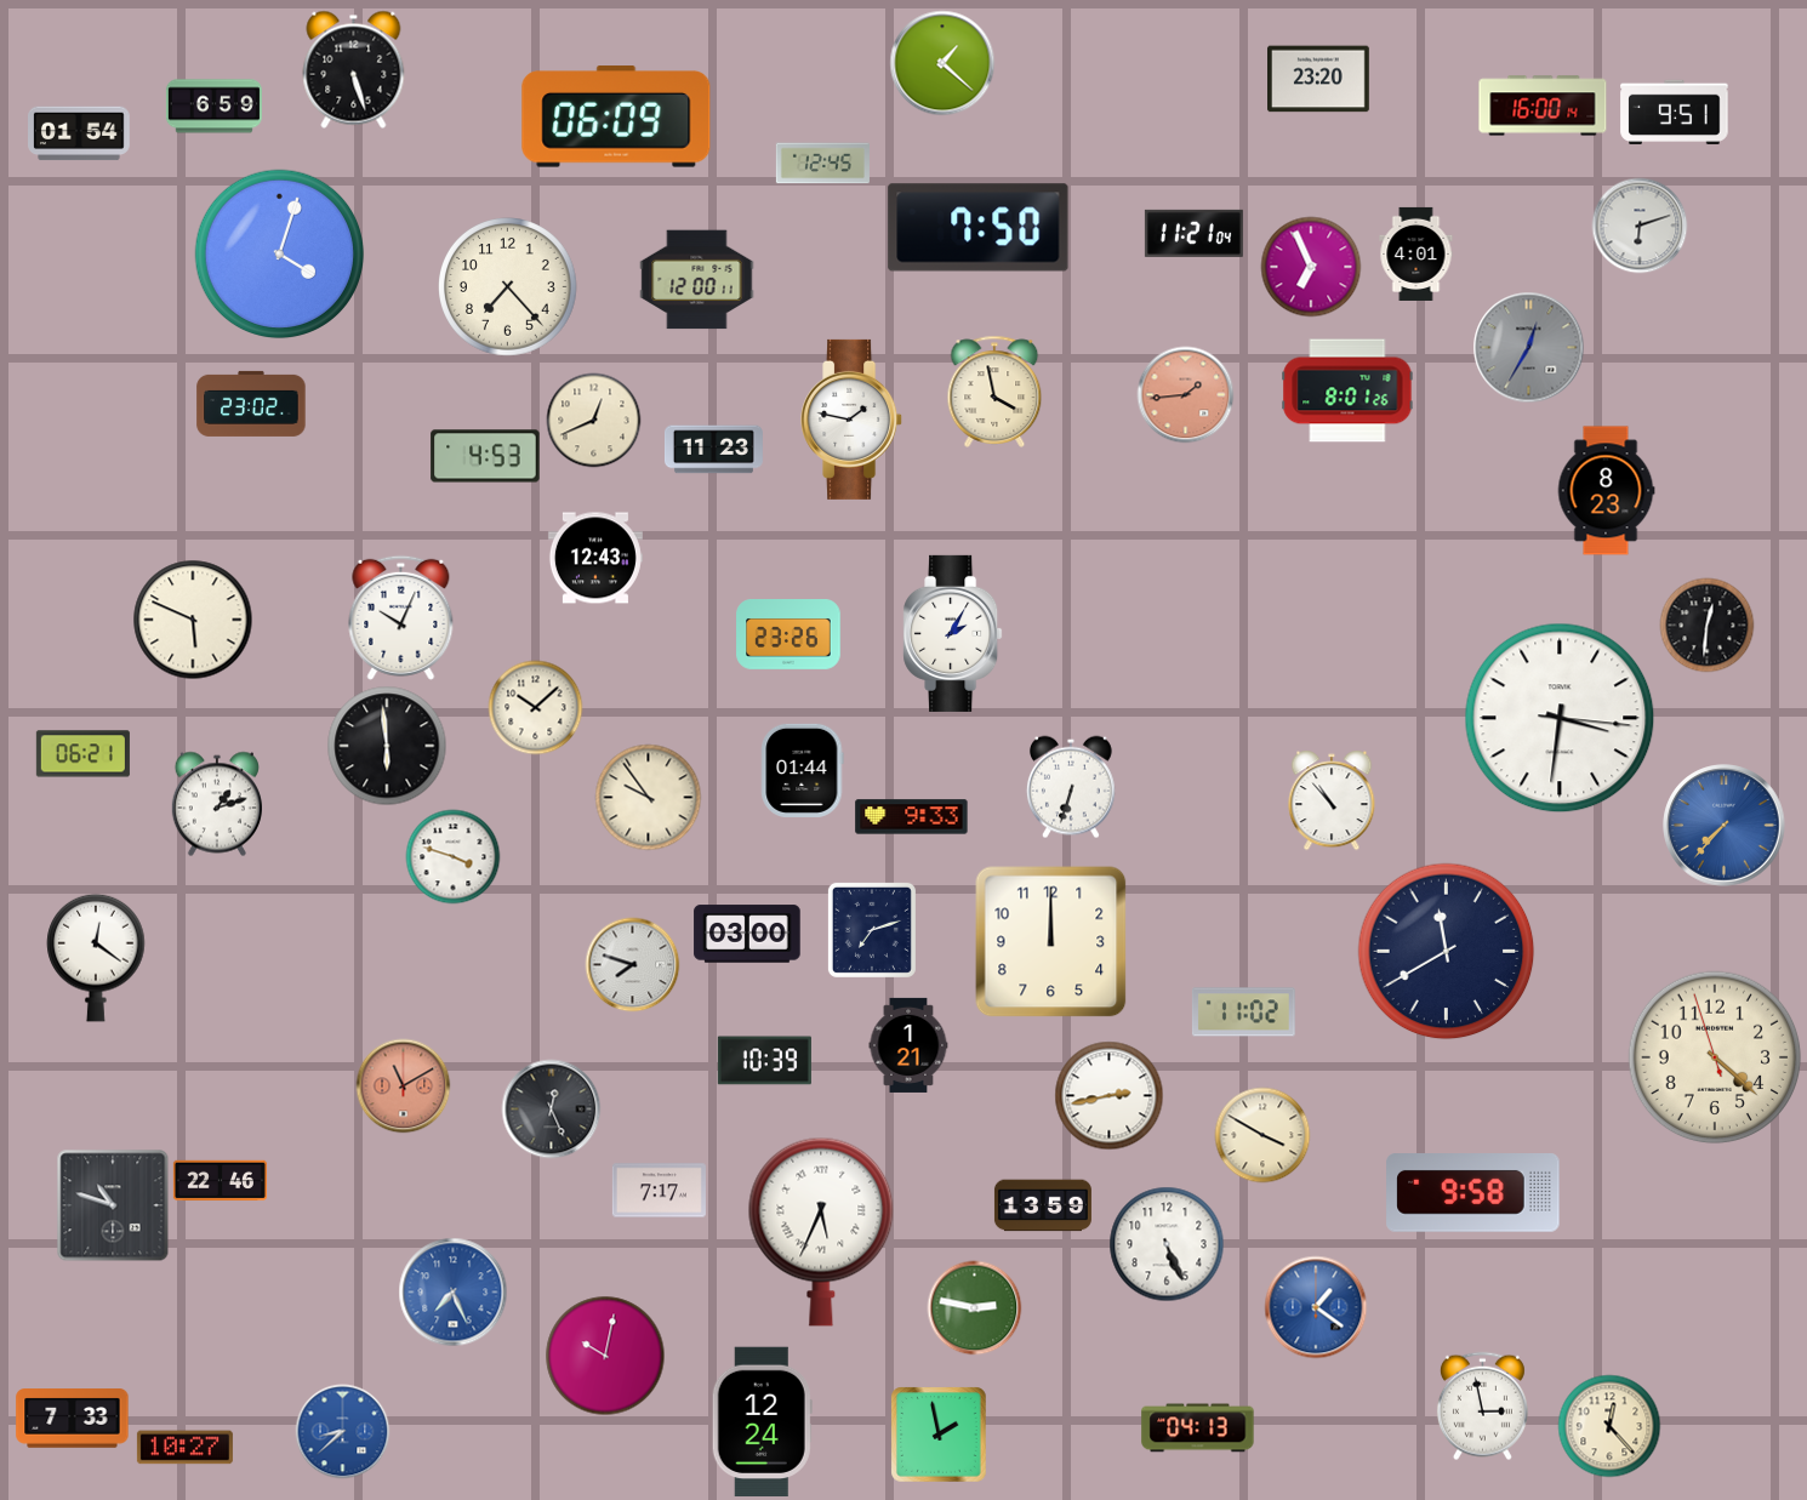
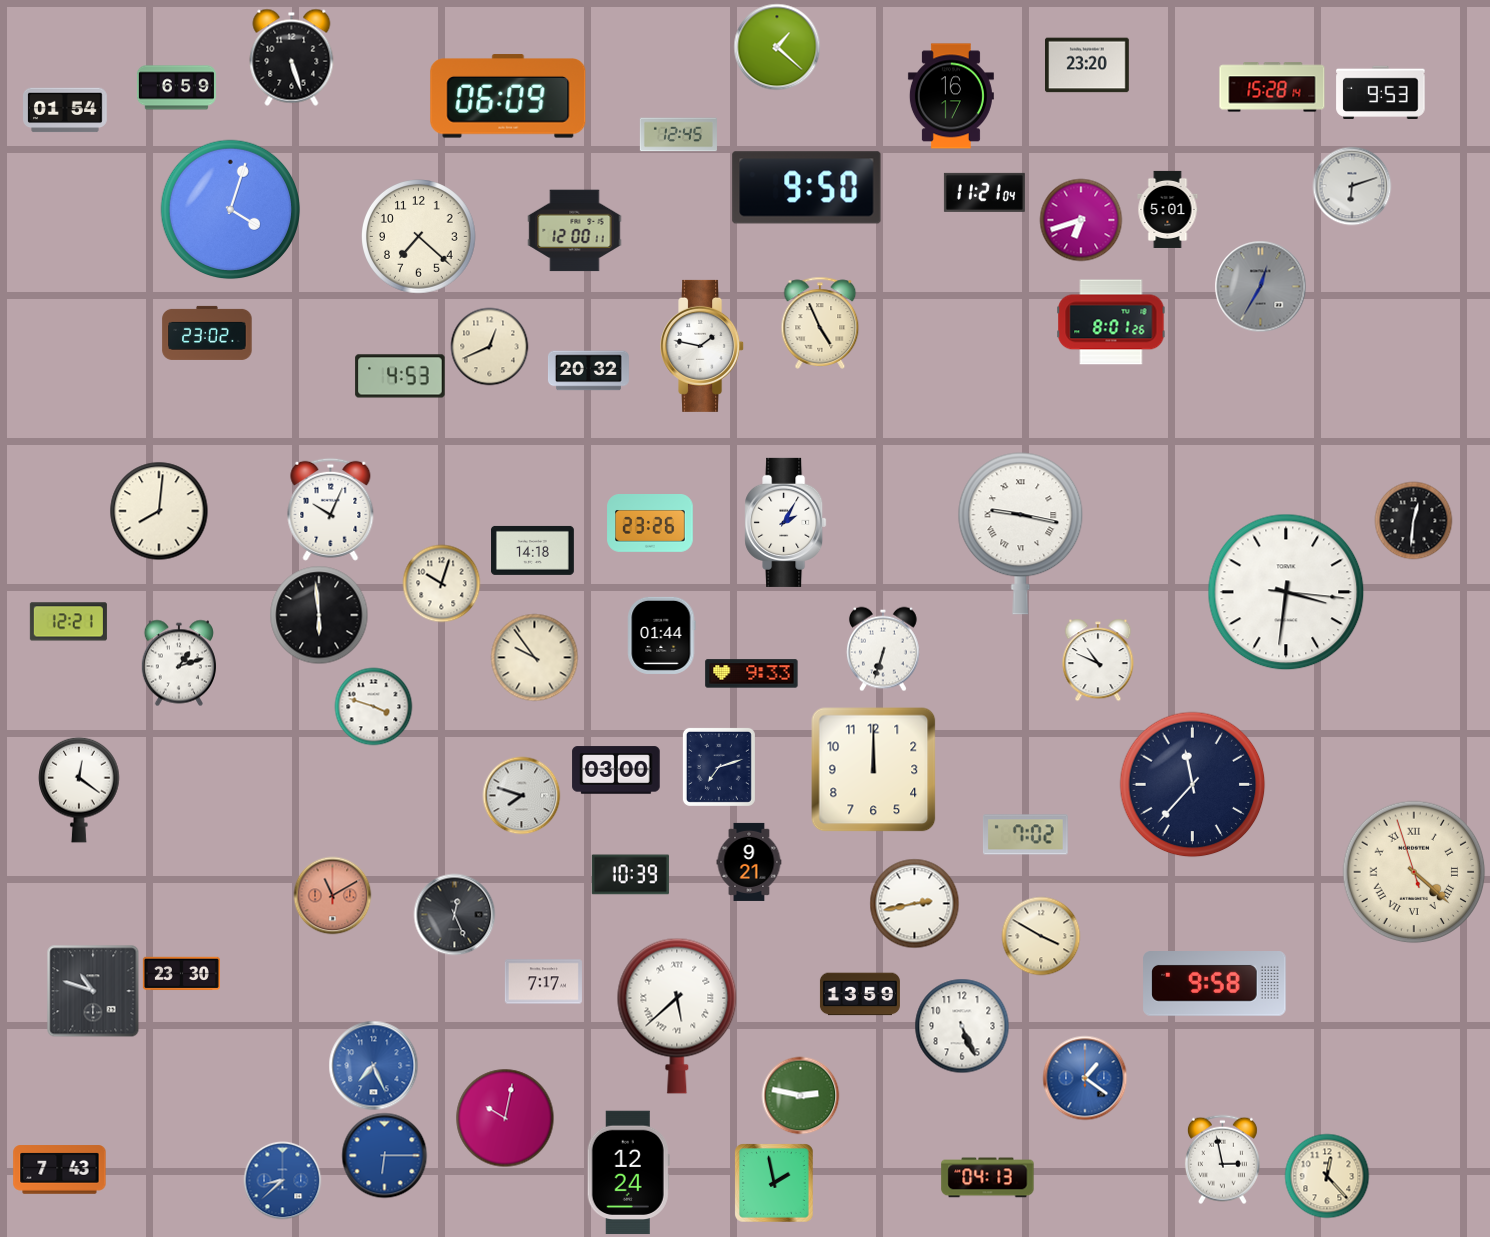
clock at (942, 63) position: (942, 63) -> (777, 47)
clock at (1543, 105): 16:00 -> 15:28
clock at (1675, 112): 9:51 -> 9:53
clock at (951, 96): none -> 16:17
clock at (979, 228): 7:50 -> 9:50
clock at (1416, 253): 4:01 -> 5:01
clock at (1311, 267): 6:56 -> 6:42
clock at (508, 287): 7:23 -> 7:22
clock at (994, 392): 3:58 -> 4:56
clock at (1185, 394): 1:44 -> none
clock at (713, 450): 11:23 -> 20:32
clock at (1606, 491): 8:23 -> none
clock at (595, 558): 12:43 -> none
clock at (193, 620): 5:49 -> 8:01
clock at (1706, 624) position: (1706, 624) -> (1413, 520)
clock at (1021, 534): none -> 9:17
clock at (533, 550): none -> 14:18
clock at (535, 707): 10:08 -> 10:03
clock at (82, 754): 06:21 -> 12:21
clock at (1332, 800): 10:53 -> 10:49
clock at (1725, 826): 7:37 -> none
clock at (1051, 942) position: (1051, 942) -> (874, 770)
clock at (1447, 952): 11:40 -> 11:37
clock at (1244, 1013): 11:02 -> 7:02
clock at (908, 1045): 1:21 -> 9:21
clock at (1715, 1057) numerals: Arabic -> Roman
clock at (220, 1181): 22:46 -> 23:30
clock at (113, 1205) position: (113, 1205) -> (93, 991)
clock at (821, 1232): 5:34 -> 5:38
clock at (974, 1307) position: (974, 1307) -> (800, 1095)
clock at (605, 1356) position: (605, 1356) -> (505, 1118)
clock at (384, 1155): none -> 6:15
clock at (73, 1419): 7:33 -> 7:43
clock at (184, 1448): 10:27 -> none
